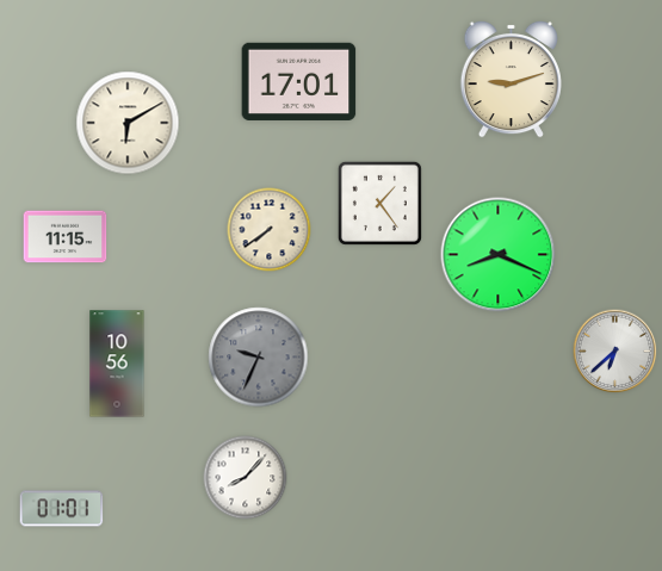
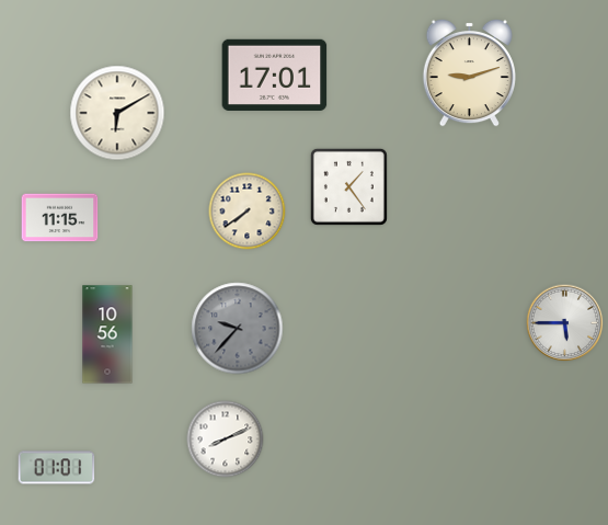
clock at (499, 255): 8:19 -> none
clock at (615, 352): 6:38 -> 5:45
clock at (259, 358): 9:34 -> 9:37
clock at (246, 478): 8:07 -> 8:11
